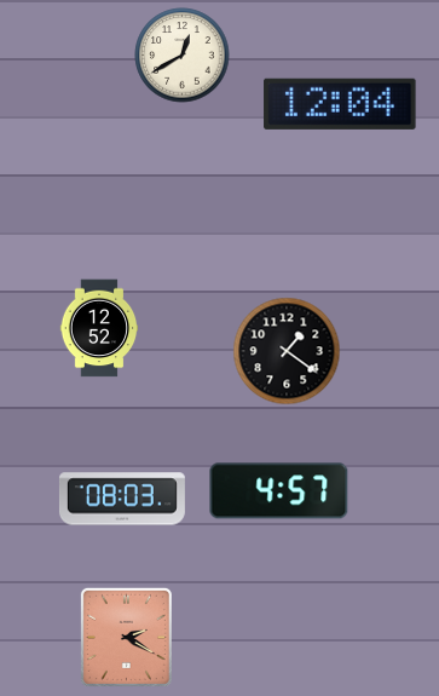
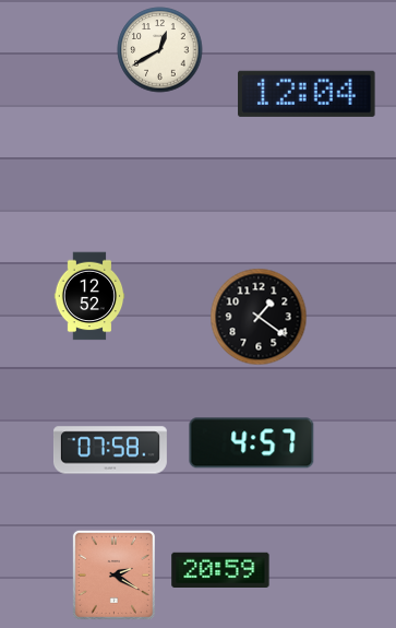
clock at (183, 56) position: (183, 56) -> (160, 50)
clock at (122, 499): 08:03 -> 07:58
clock at (220, 569): none -> 20:59
